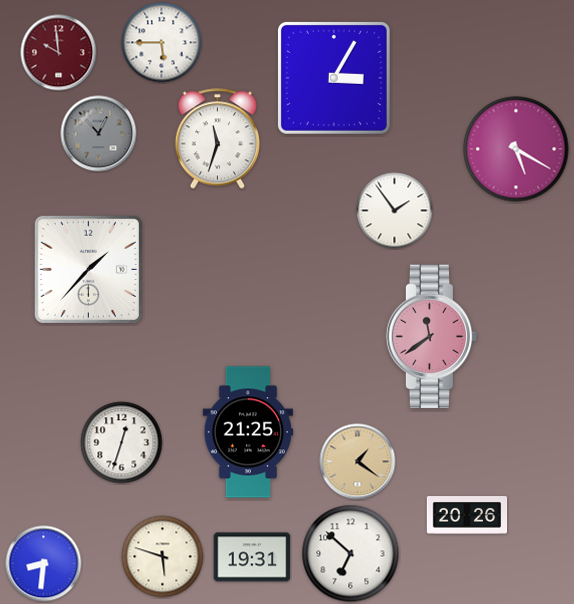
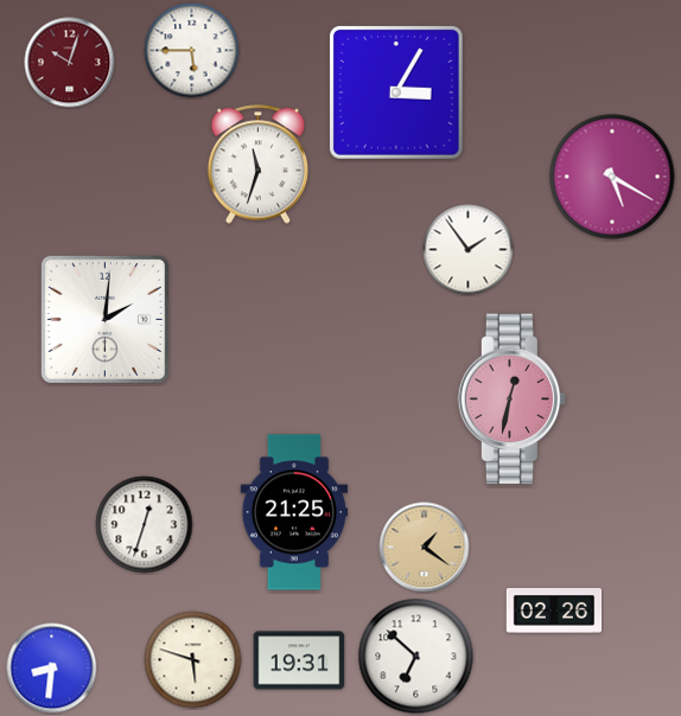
clock at (59, 53): 9:59 -> 10:03
clock at (99, 134): 12:53 -> none
clock at (88, 269): 1:37 -> 2:01
clock at (432, 337): 11:39 -> 12:32
clock at (467, 515): 20:26 -> 02:26
